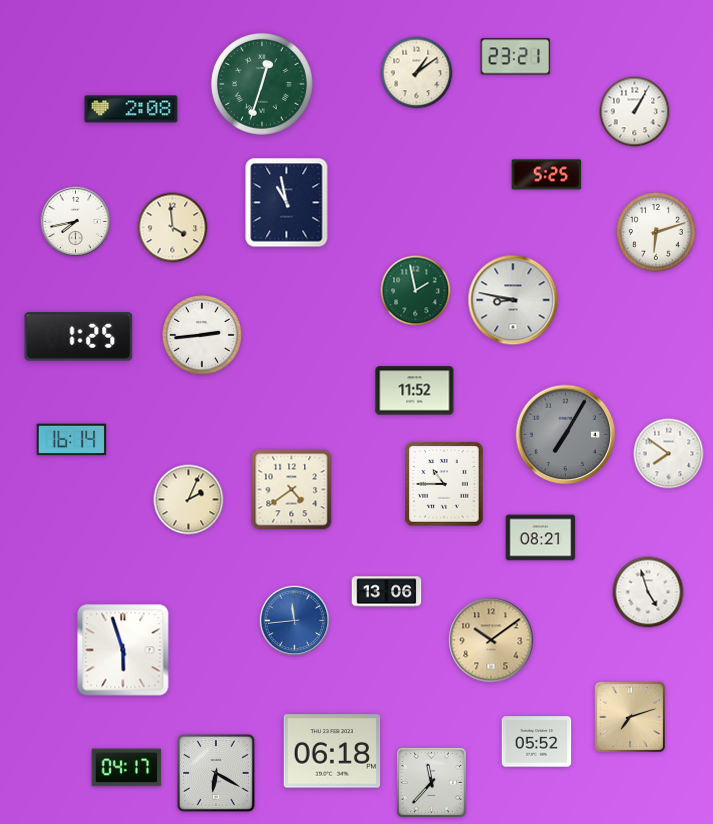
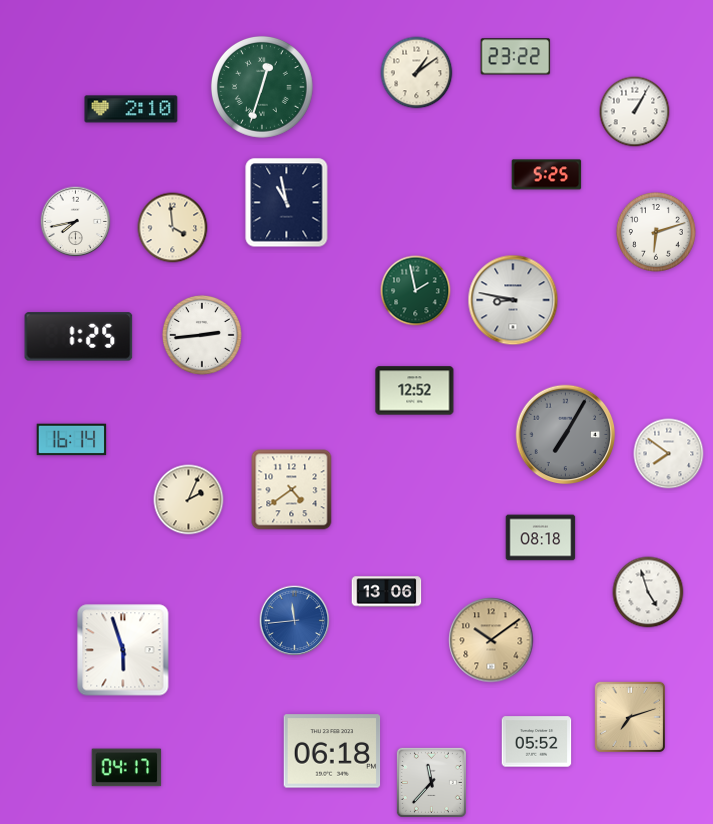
clock at (516, 57): 23:21 -> 23:22
clock at (262, 84) position: (262, 84) -> (262, 87)
clock at (131, 109): 2:08 -> 2:10
clock at (415, 391): 11:52 -> 12:52
clock at (444, 484): 10:45 -> none
clock at (541, 538): 08:21 -> 08:18
clock at (217, 774): 6:20 -> none
